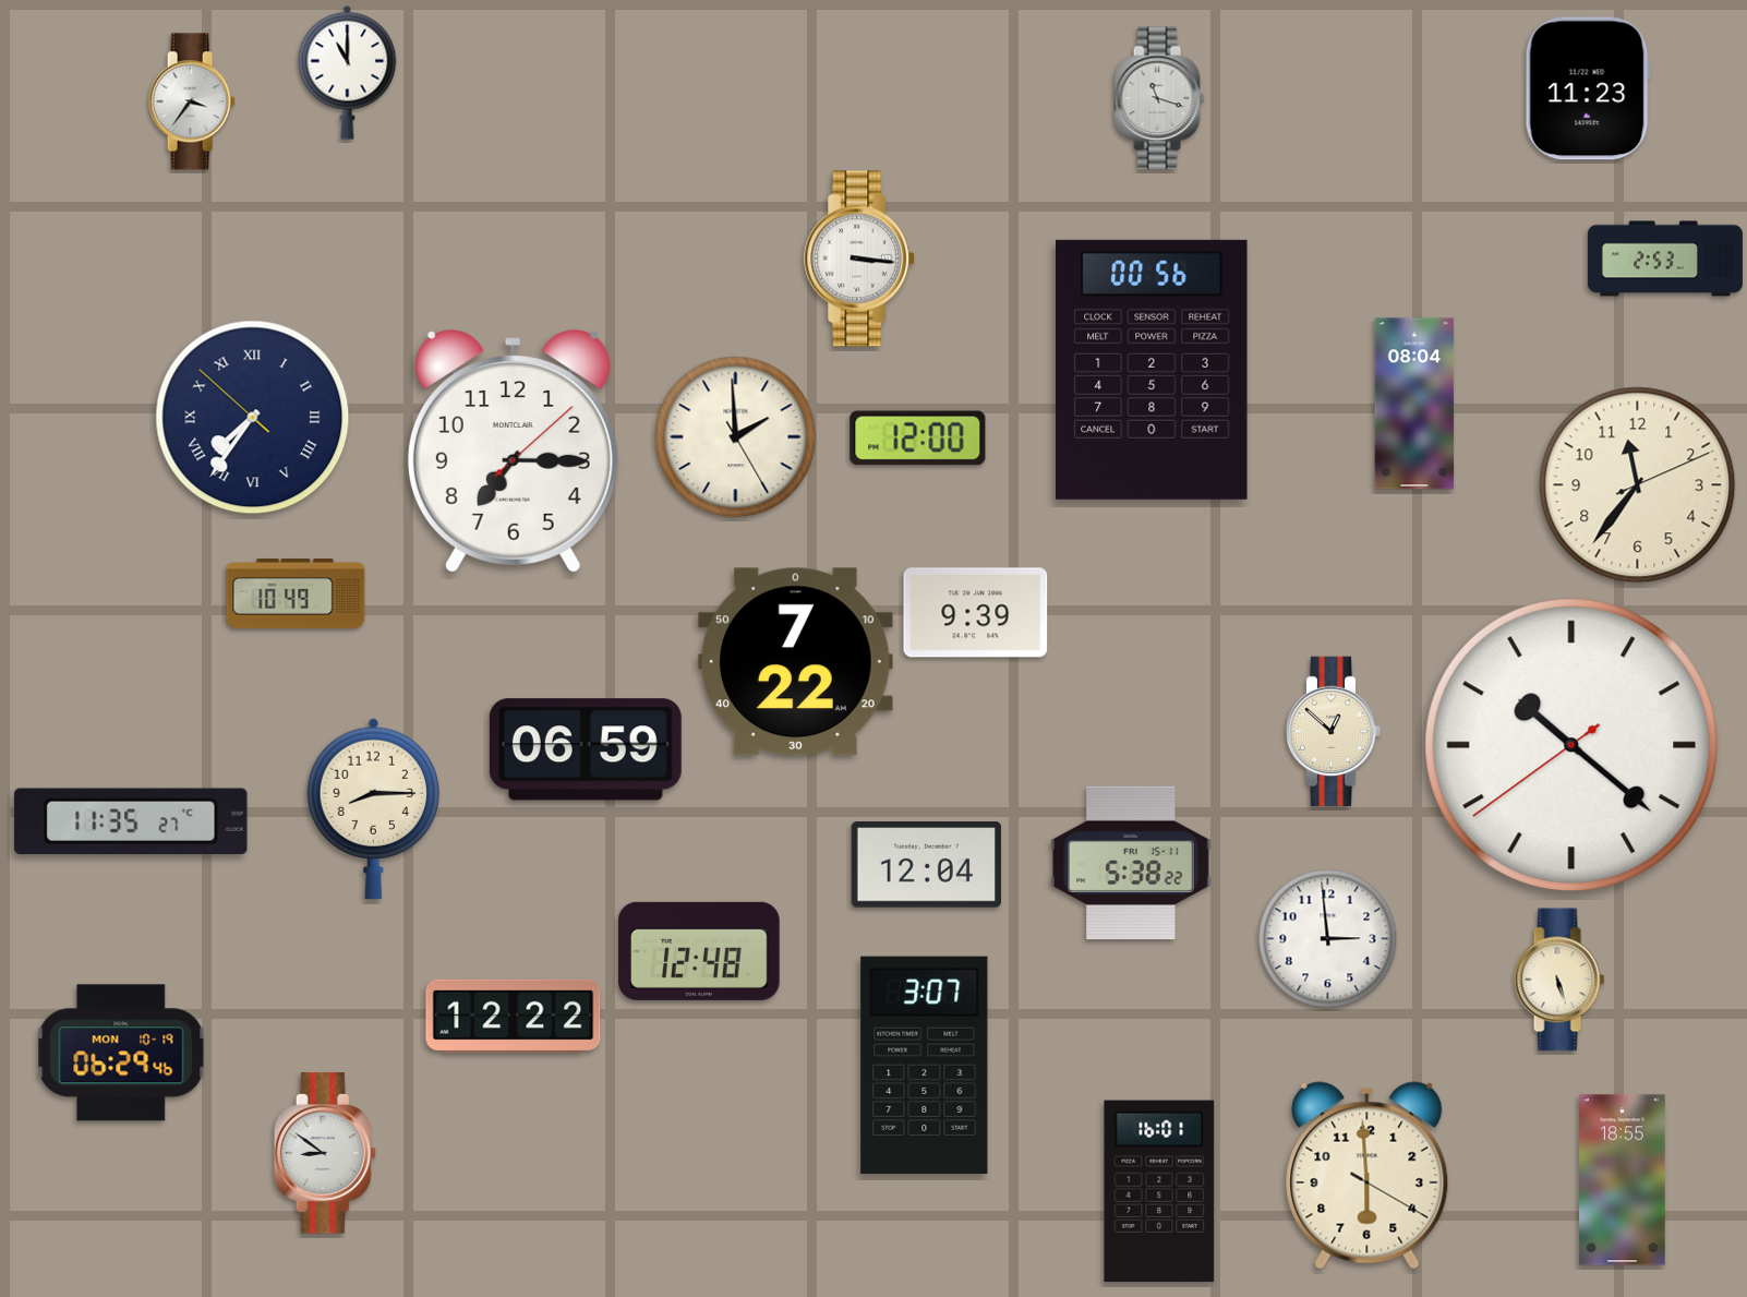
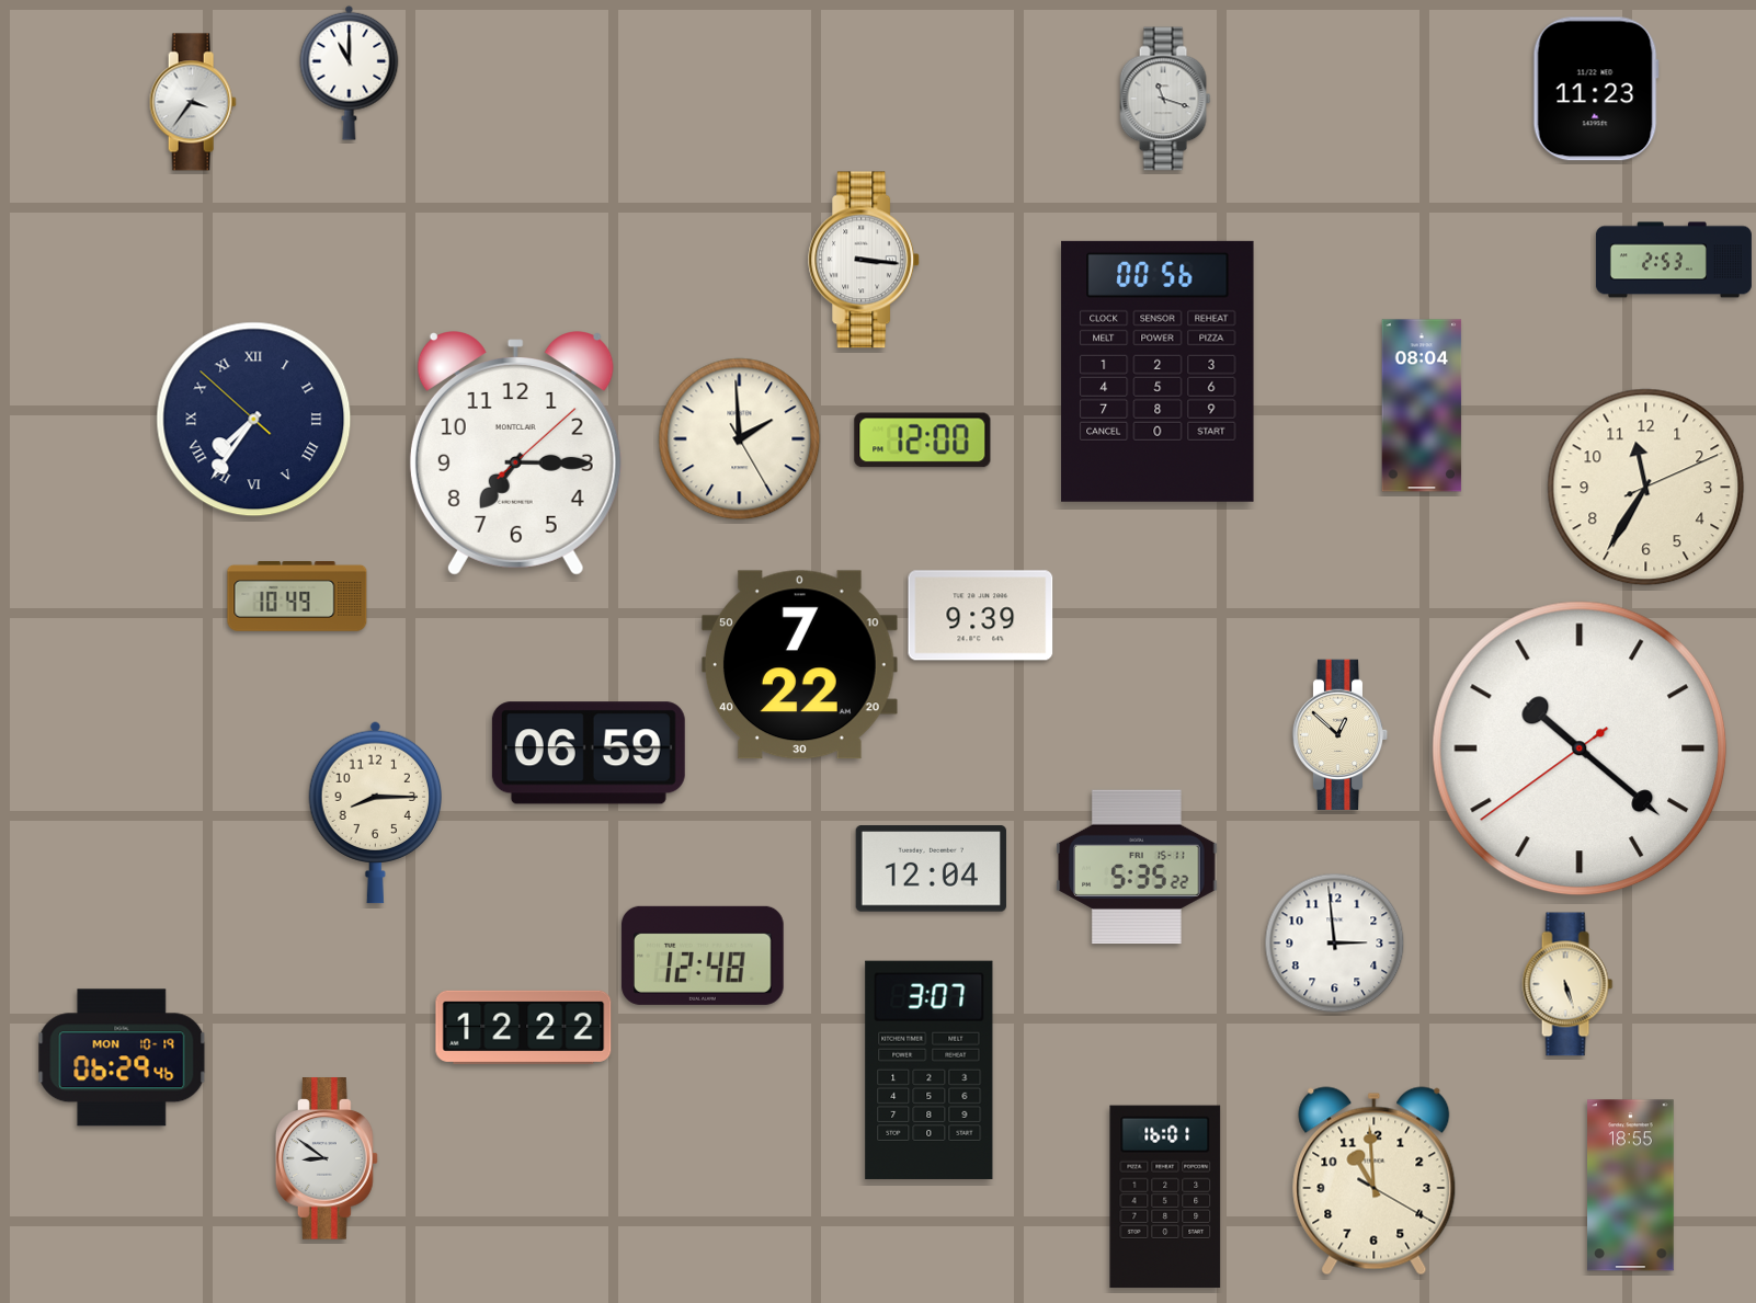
clock at (1638, 485): 11:36 -> 11:35
clock at (131, 820): 11:35 -> none
clock at (1131, 863): 5:38 -> 5:35
clock at (514, 1016) position: (514, 1016) -> (524, 1027)
clock at (1368, 1176): 5:59 -> 10:59
